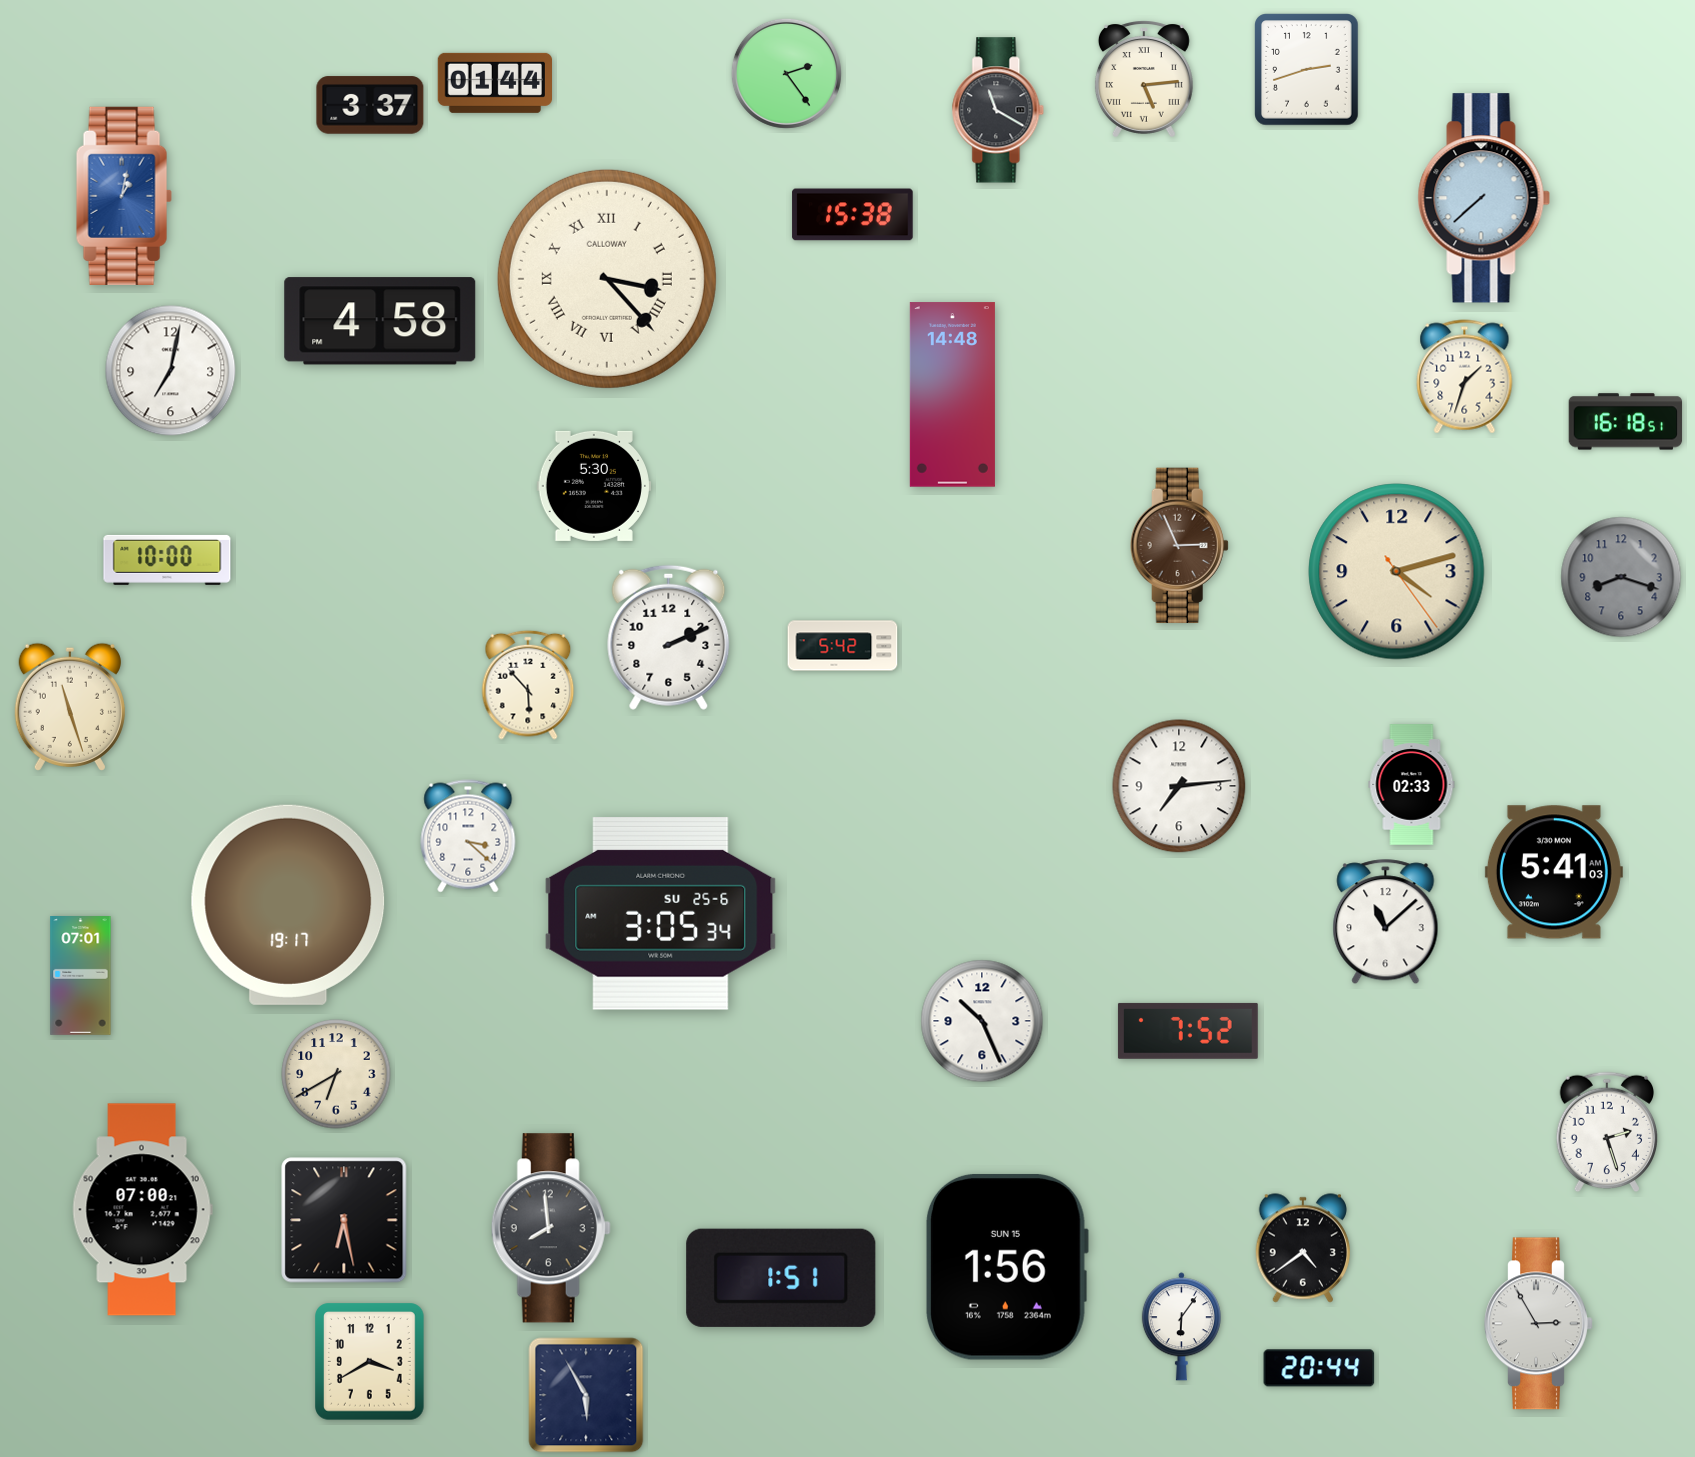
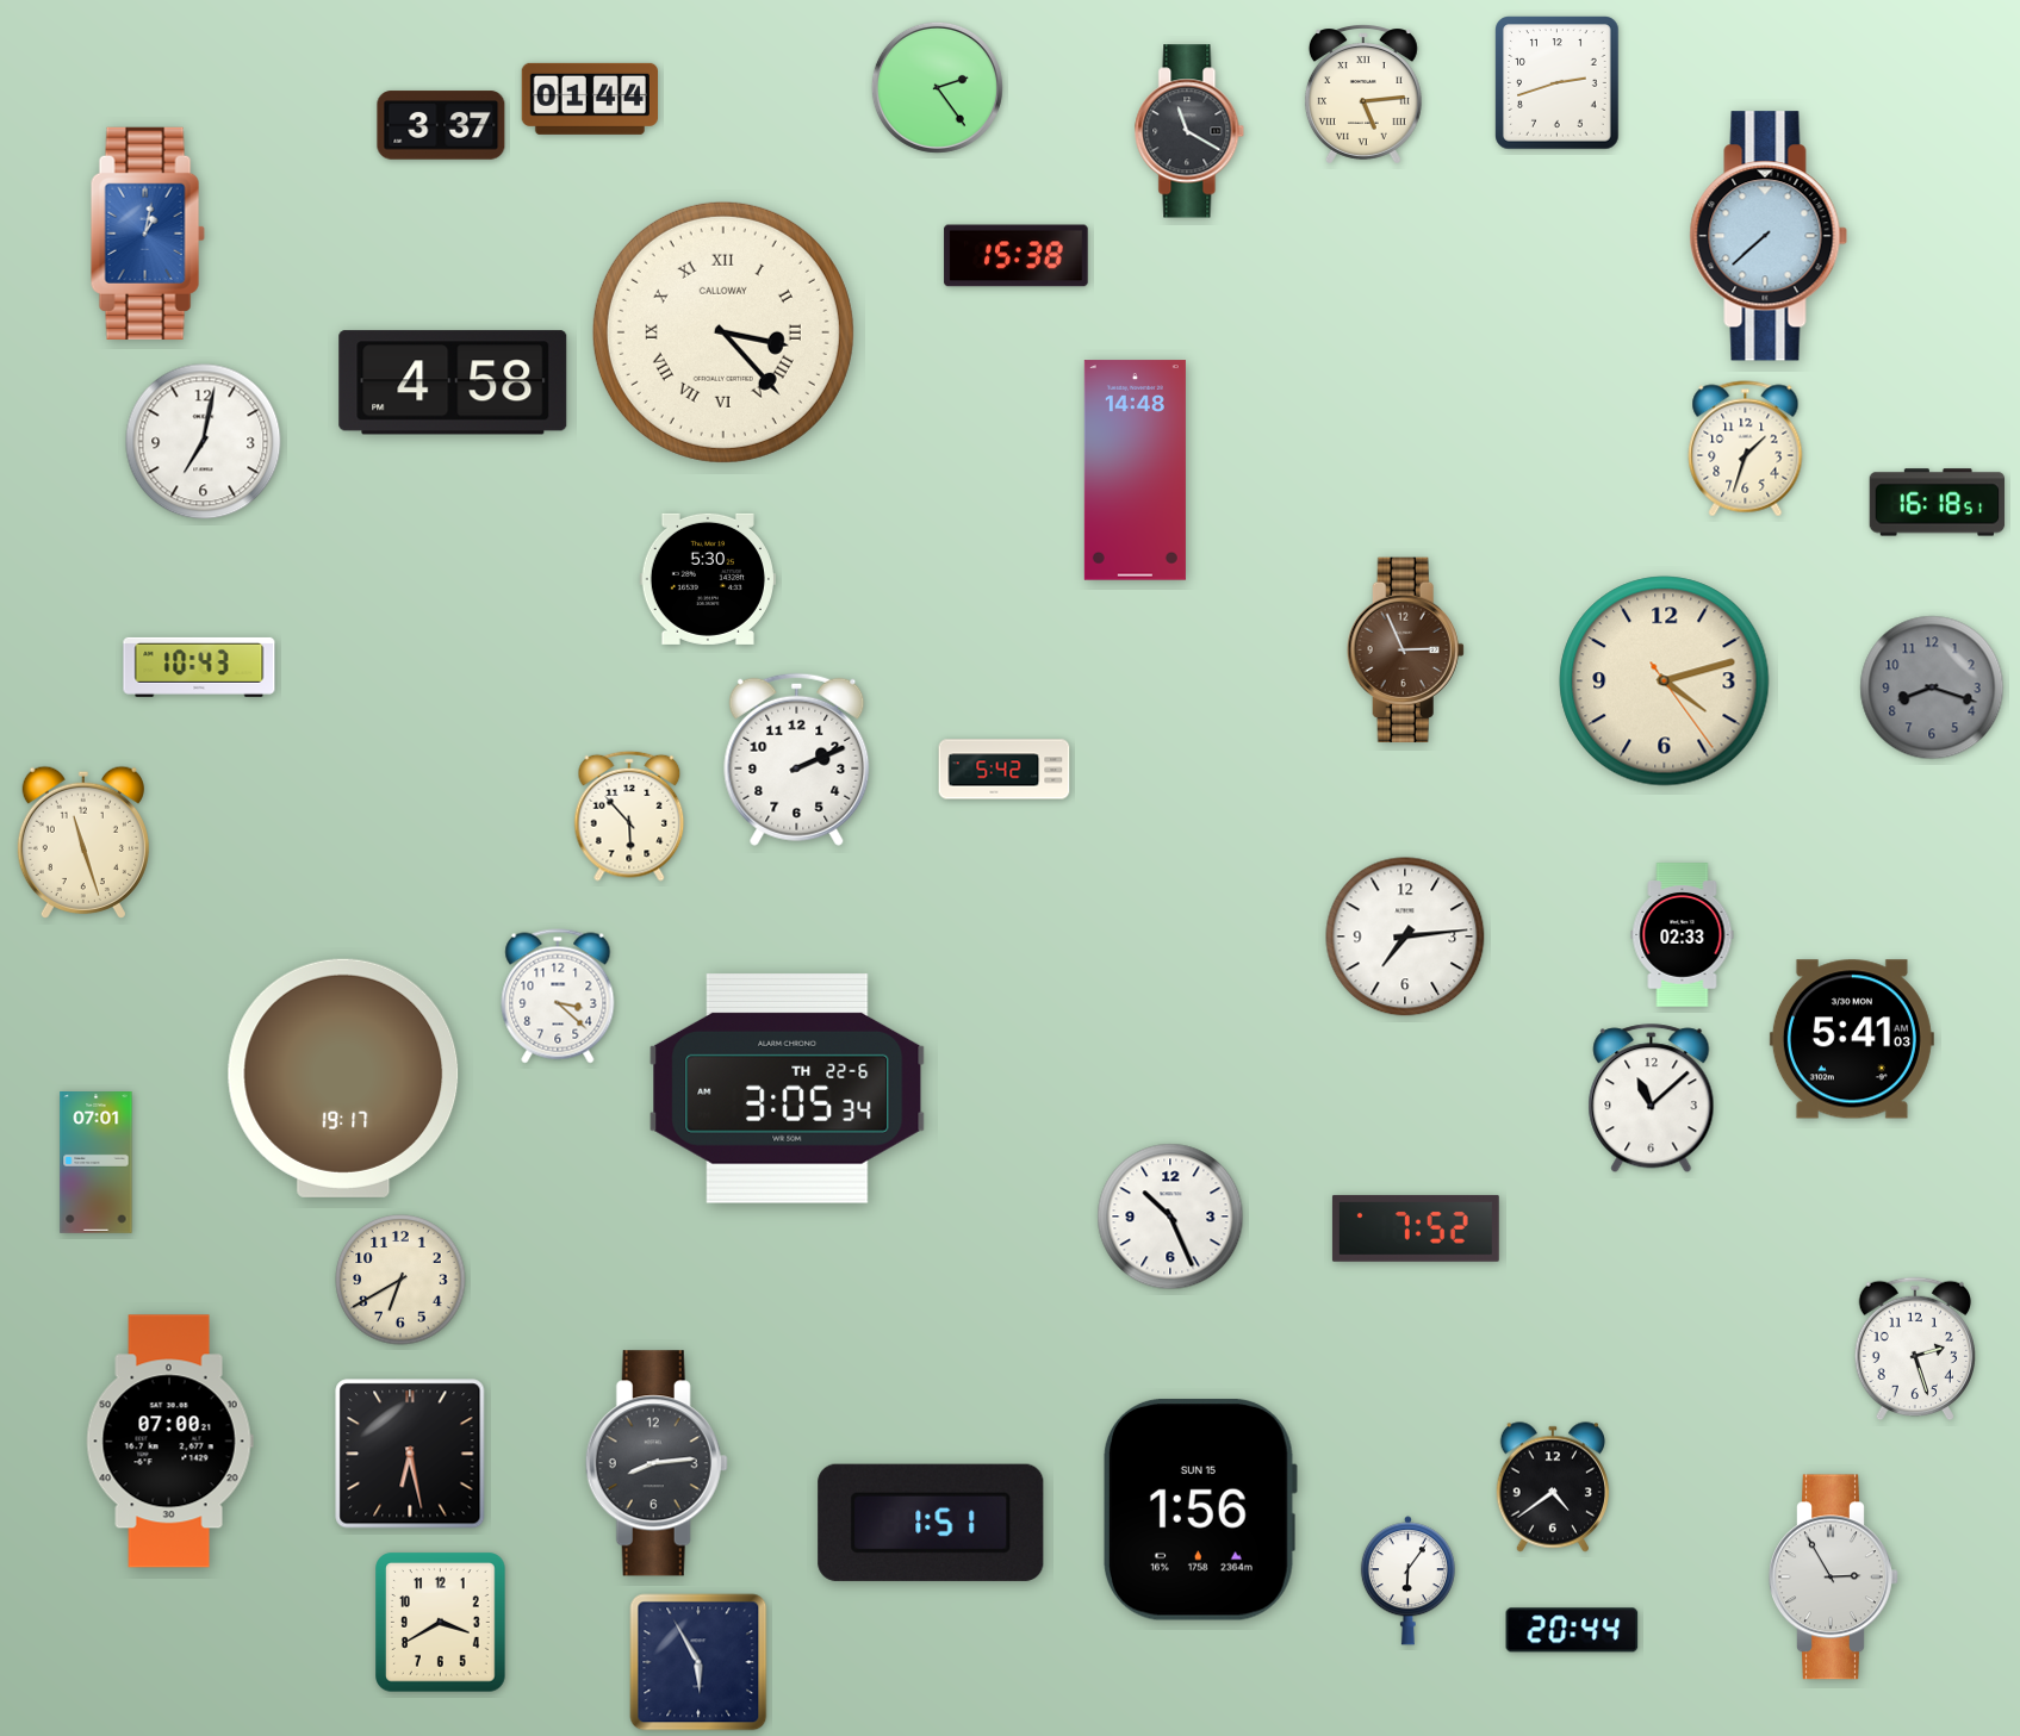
clock at (167, 560): 10:00 -> 10:43
clock at (661, 913) date: SU 25-6 -> TH 22-6
clock at (551, 1228): 7:59 -> 8:14
